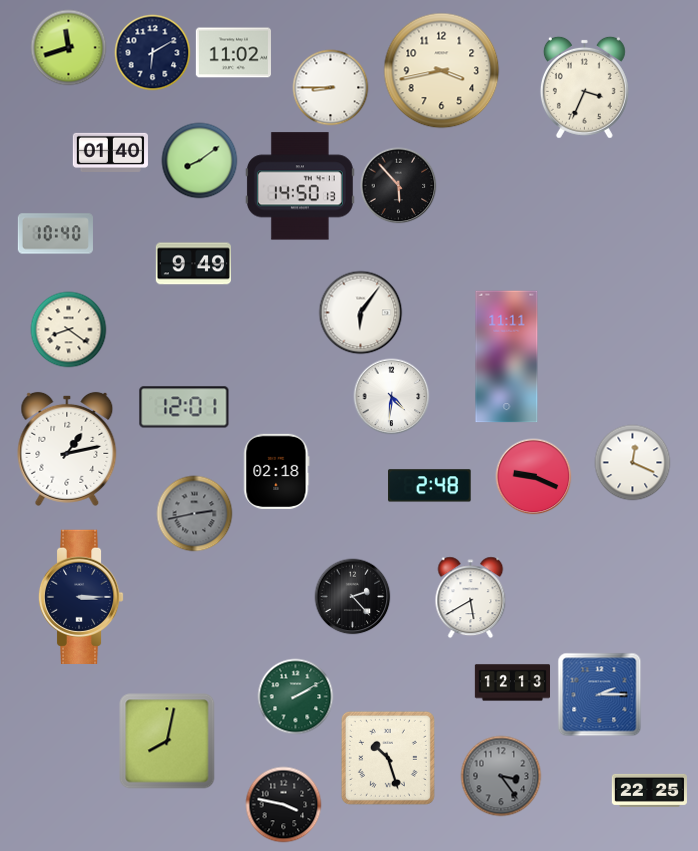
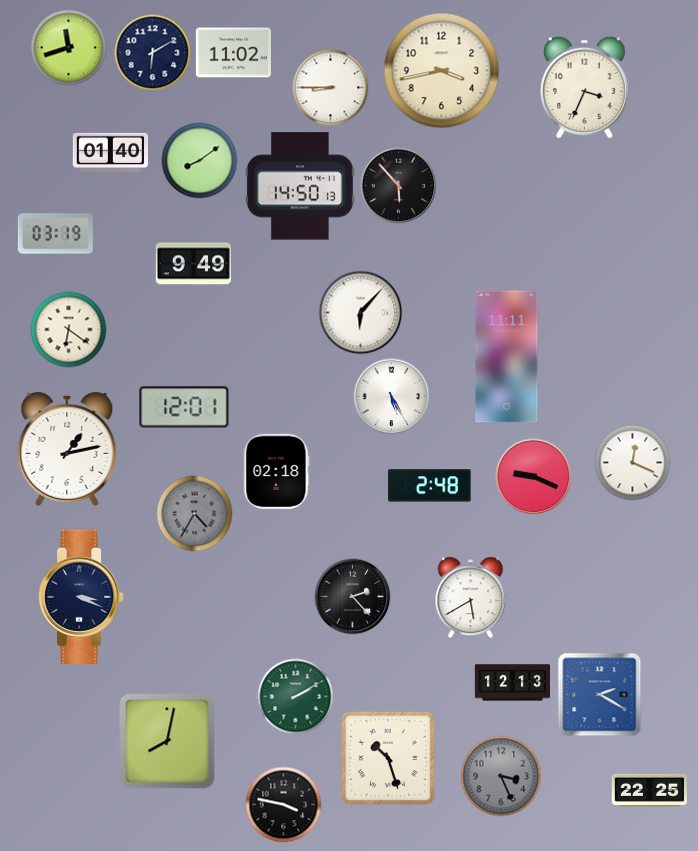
clock at (55, 234): 10:40 -> 03:19
clock at (361, 313): 6:06 -> 6:07
clock at (69, 330): 8:21 -> 6:21
clock at (392, 397): 4:31 -> 5:25
clock at (195, 514): 2:43 -> 4:35
clock at (81, 597): 3:15 -> 3:19
clock at (600, 695): 2:15 -> 2:20
clock at (501, 776): 3:24 -> 3:26
